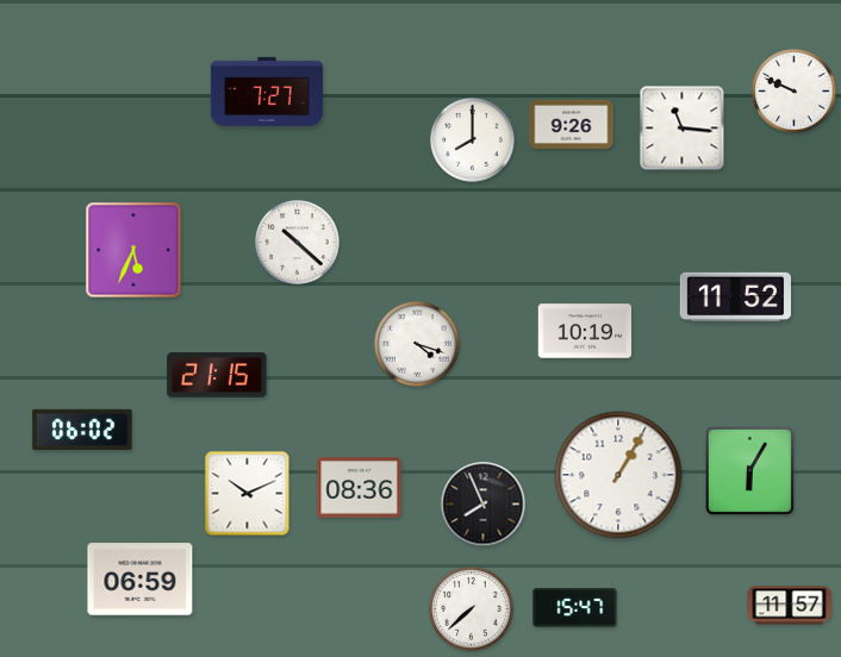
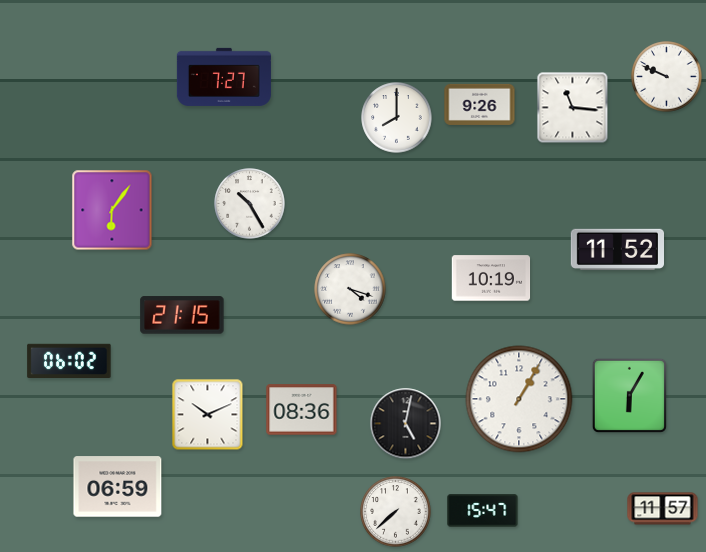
clock at (298, 243): 10:22 -> 10:25
clock at (133, 250): 5:34 -> 6:06
clock at (484, 505): 7:56 -> 5:02
